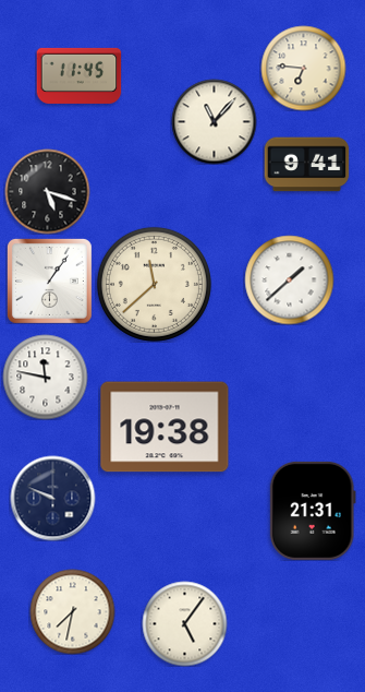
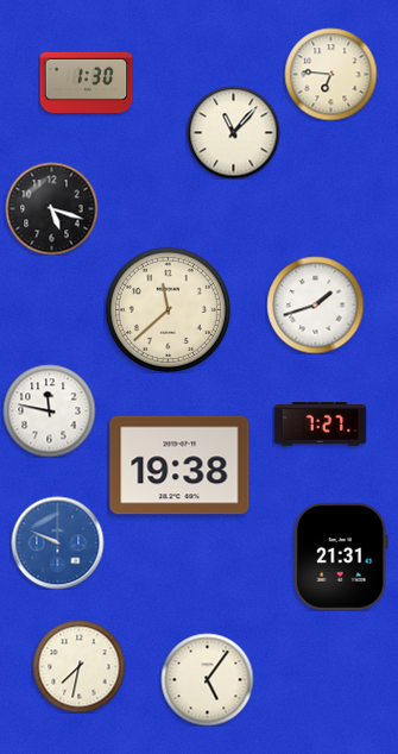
clock at (78, 75): 11:45 -> 1:30
clock at (306, 165): 9:41 -> none
clock at (289, 279): 1:38 -> 1:42
clock at (49, 281): 1:06 -> none
clock at (320, 425): none -> 7:27
clock at (52, 498) dial: navy -> blue
clock at (184, 623) position: (184, 623) -> (207, 679)
